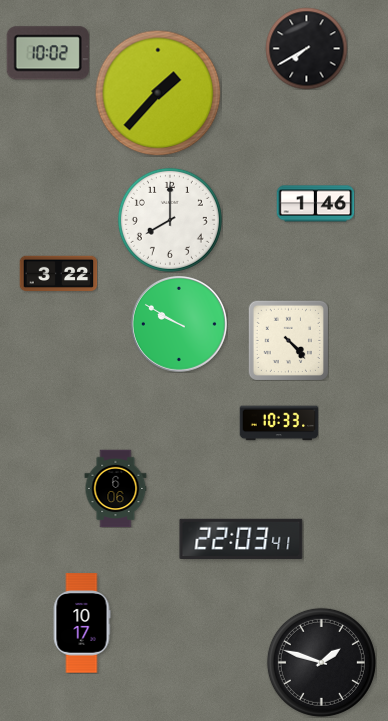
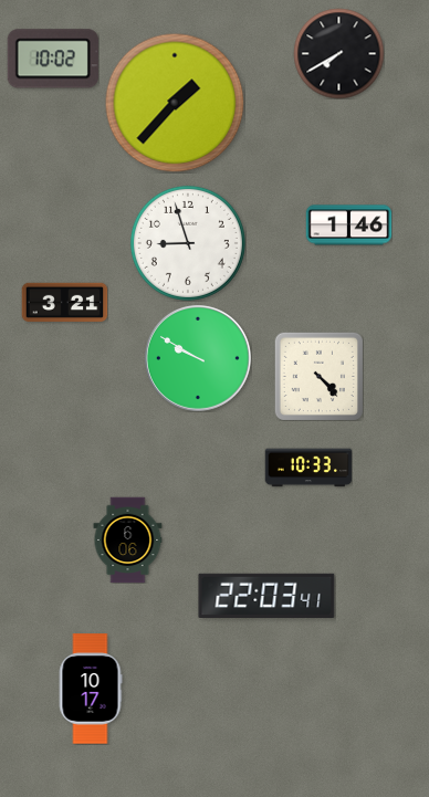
clock at (170, 220): 8:00 -> 8:57
clock at (58, 274): 3:22 -> 3:21
clock at (321, 662): 1:48 -> none
